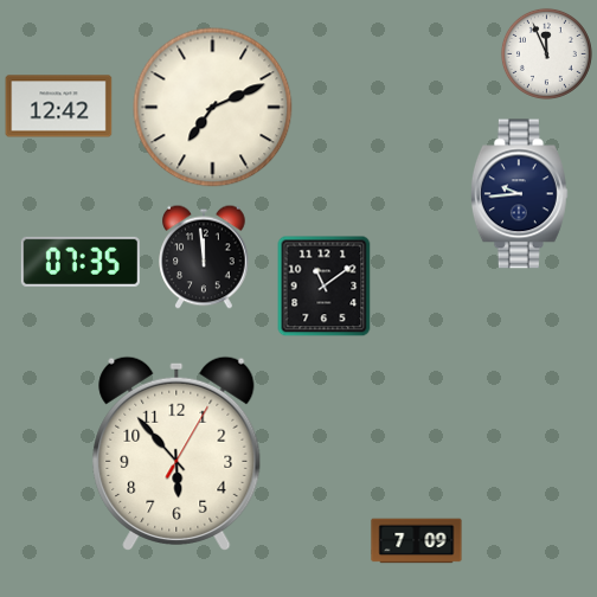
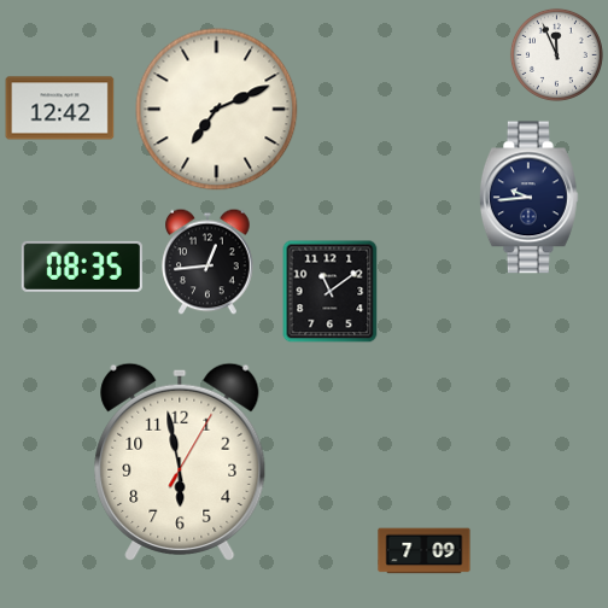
clock at (204, 257): 11:59 -> 12:44
clock at (81, 262): 07:35 -> 08:35
clock at (176, 452): 5:53 -> 5:58
